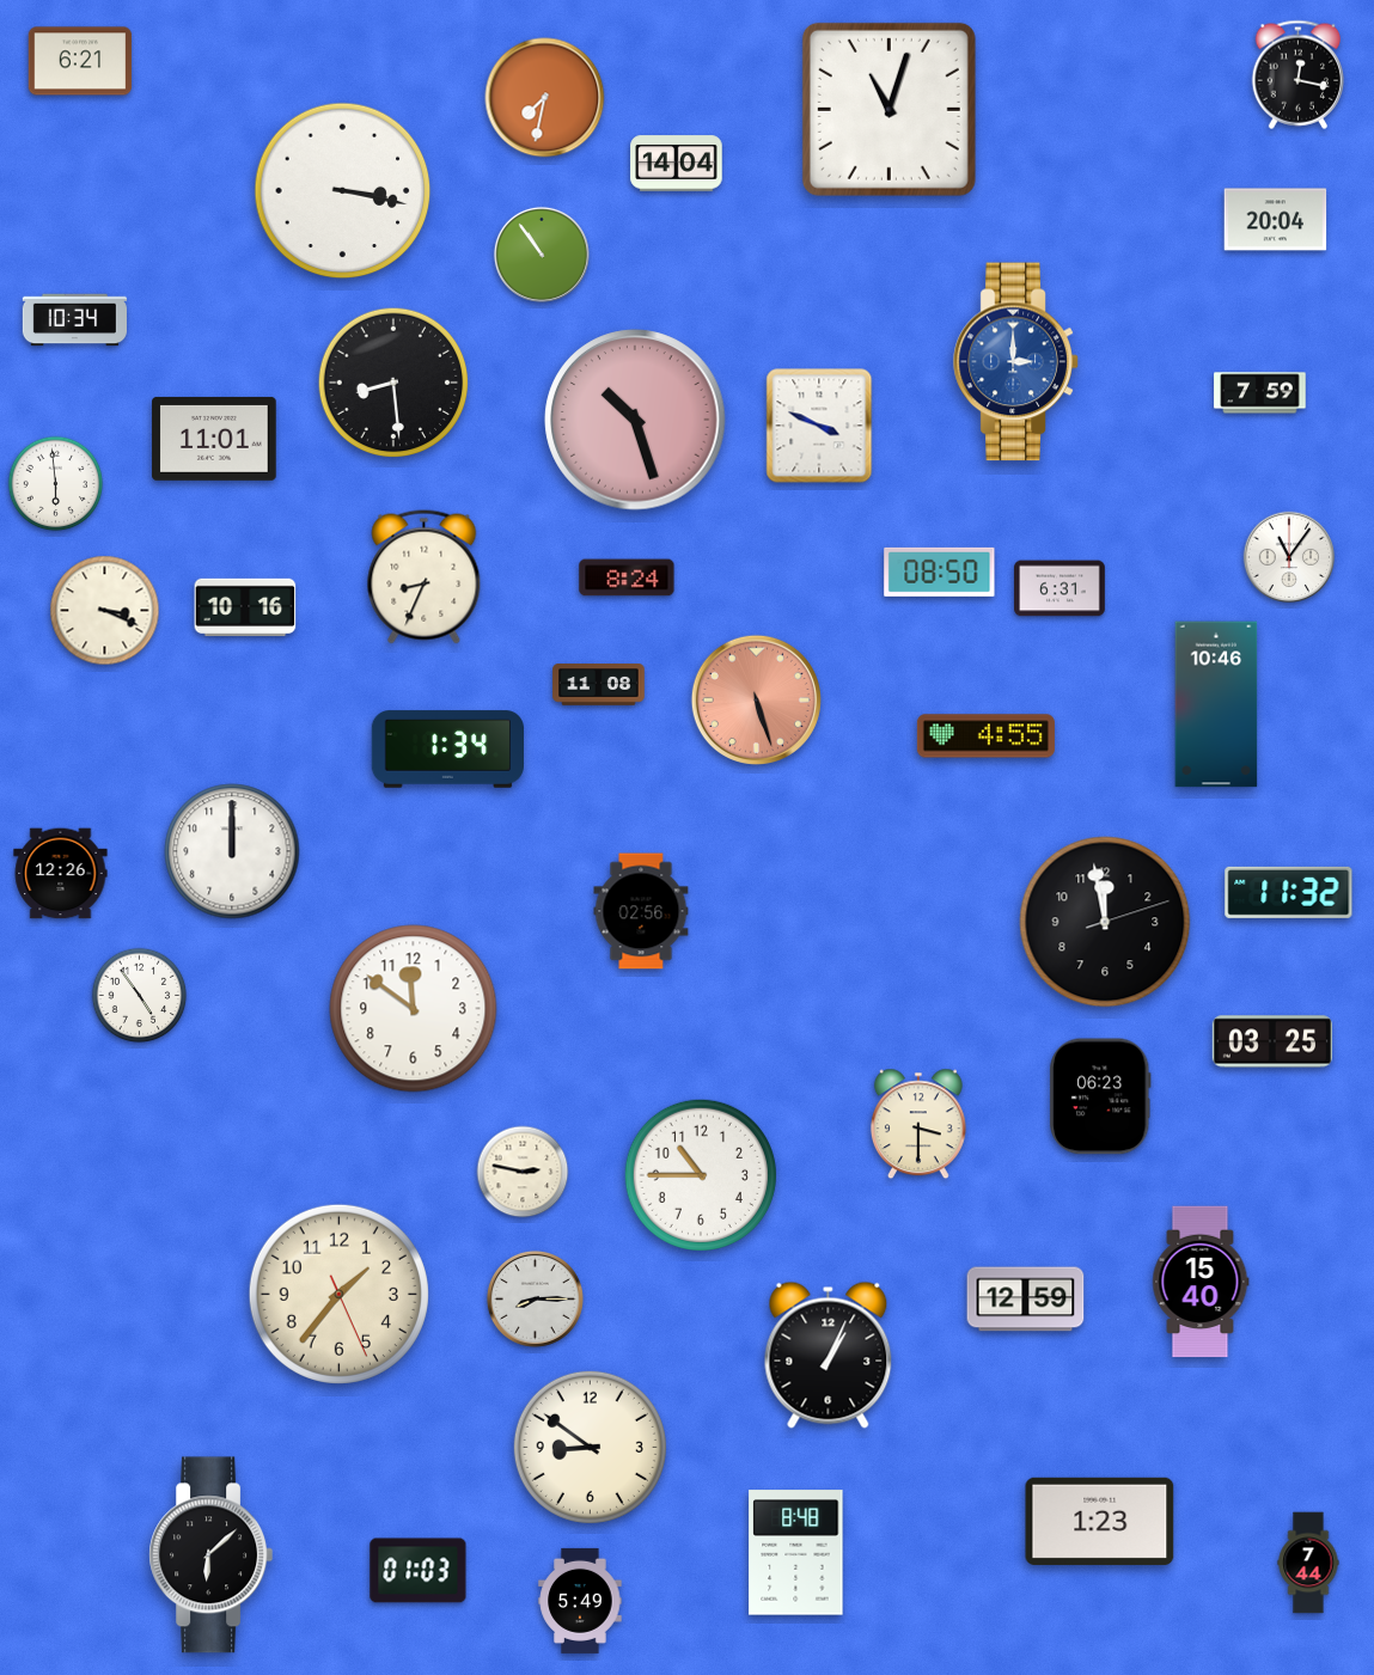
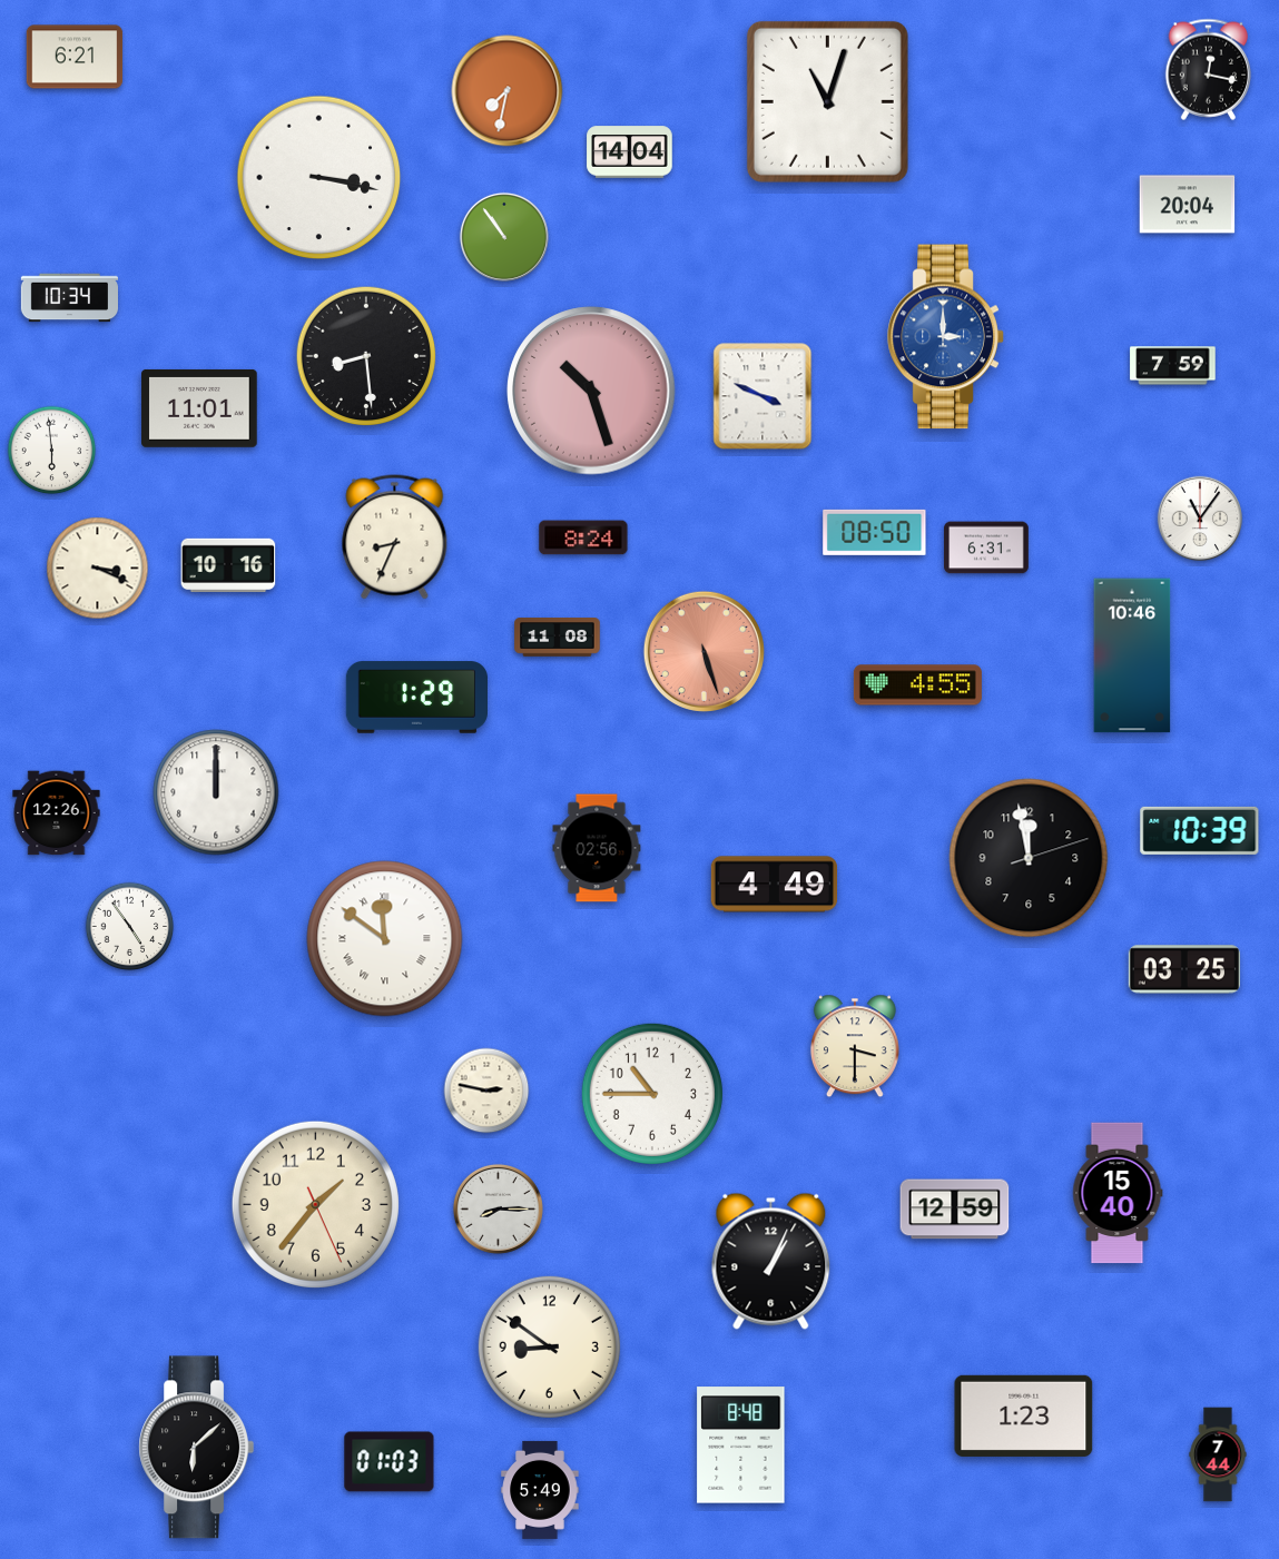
clock at (447, 750): 1:34 -> 1:29
clock at (1289, 892): 11:32 -> 10:39
clock at (775, 885): none -> 4:49
clock at (414, 1009) numerals: Arabic -> Roman
clock at (1100, 1096): 06:23 -> none
